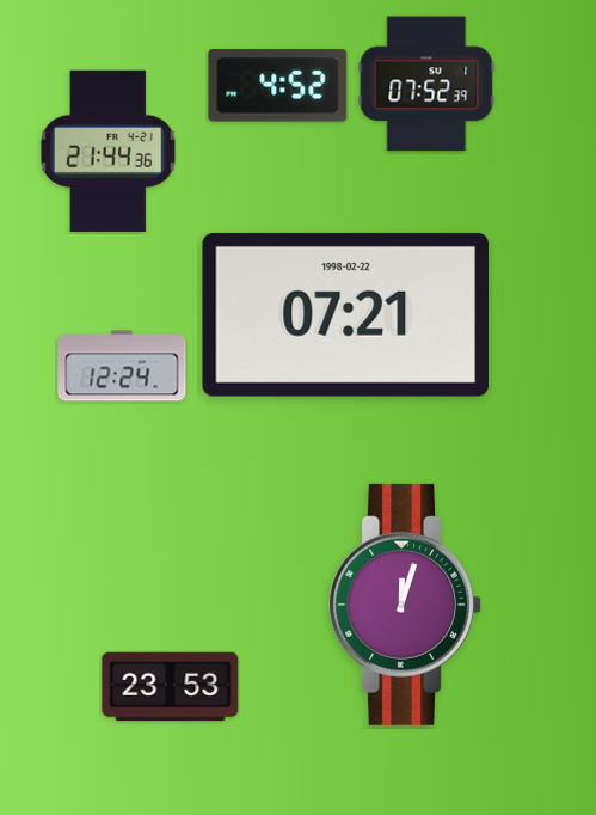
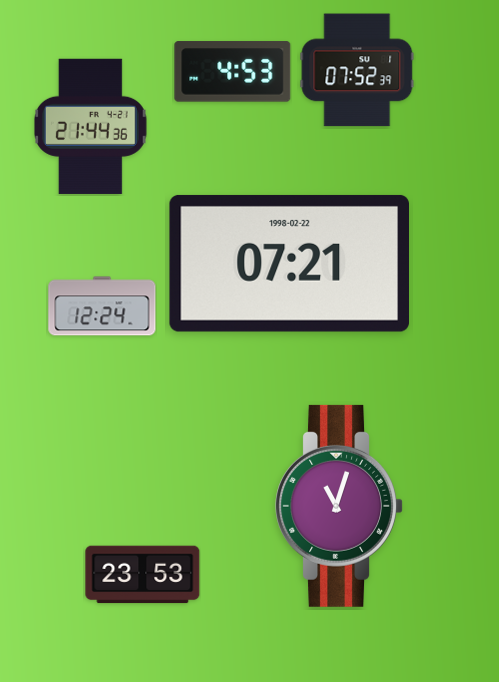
clock at (278, 86): 4:52 -> 4:53
clock at (405, 605): 12:03 -> 11:03
